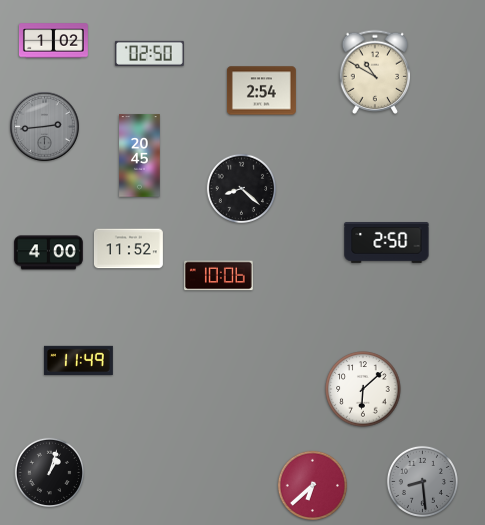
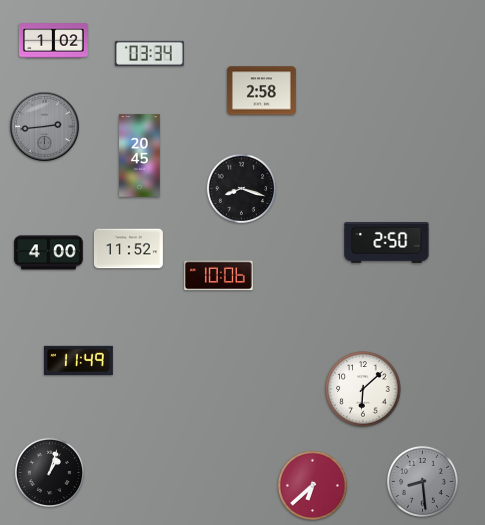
clock at (149, 53): 02:50 -> 03:34
clock at (375, 72): 10:50 -> none
clock at (261, 91): 2:54 -> 2:58
clock at (242, 189): 8:22 -> 8:18
